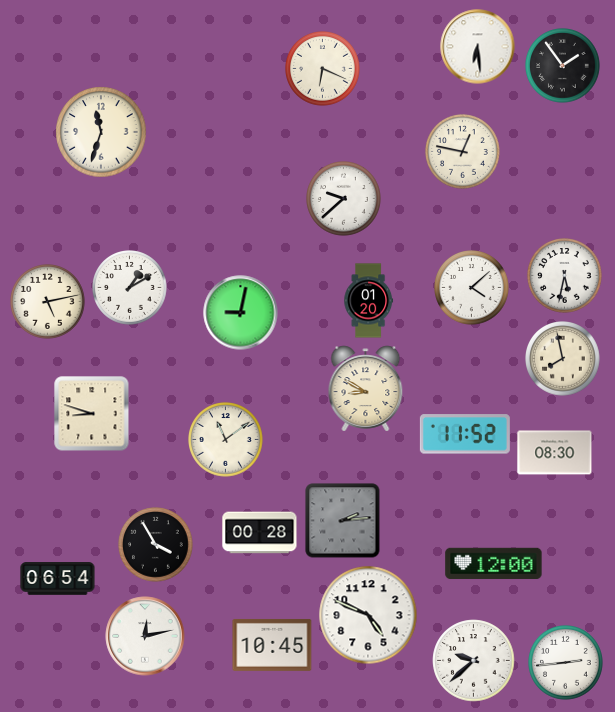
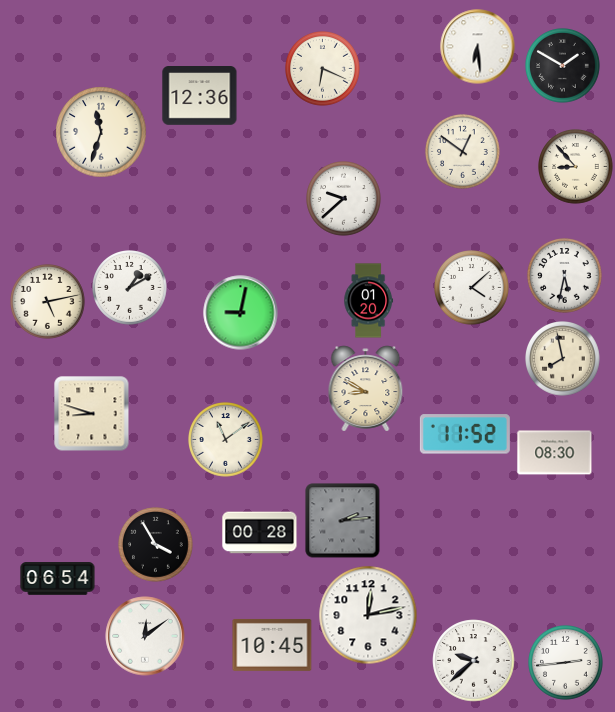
clock at (563, 66): 1:54 -> 1:50
clock at (200, 96): none -> 12:36
clock at (463, 152): 12:47 -> 12:51
clock at (576, 167): none -> 8:53
clock at (494, 564): 12:00 -> none
clock at (368, 615): 4:49 -> 12:13
clock at (145, 636): 12:13 -> 12:09
